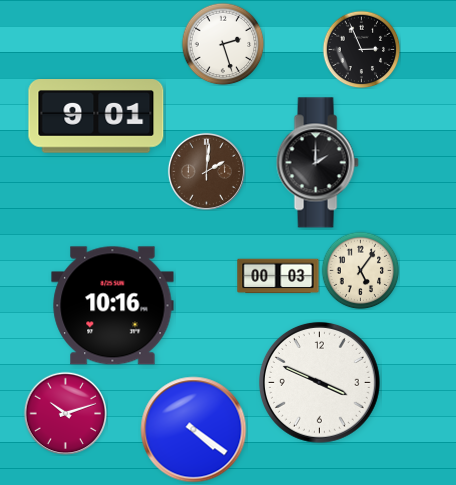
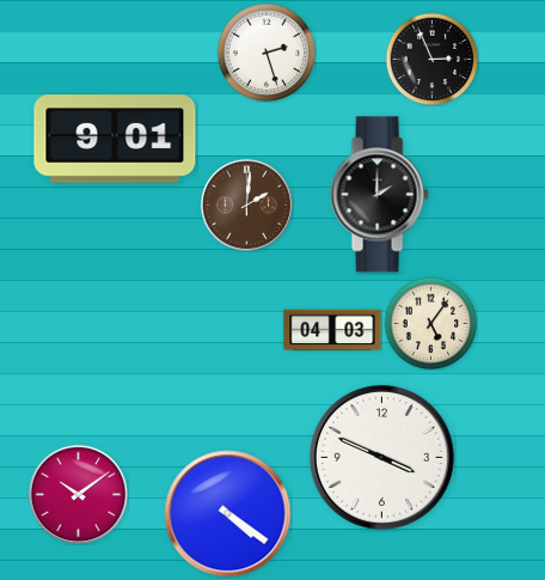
clock at (278, 276): 00:03 -> 04:03
clock at (113, 306): 10:16 -> none
clock at (65, 413): 10:12 -> 10:09
clock at (194, 430) position: (194, 430) -> (228, 514)
